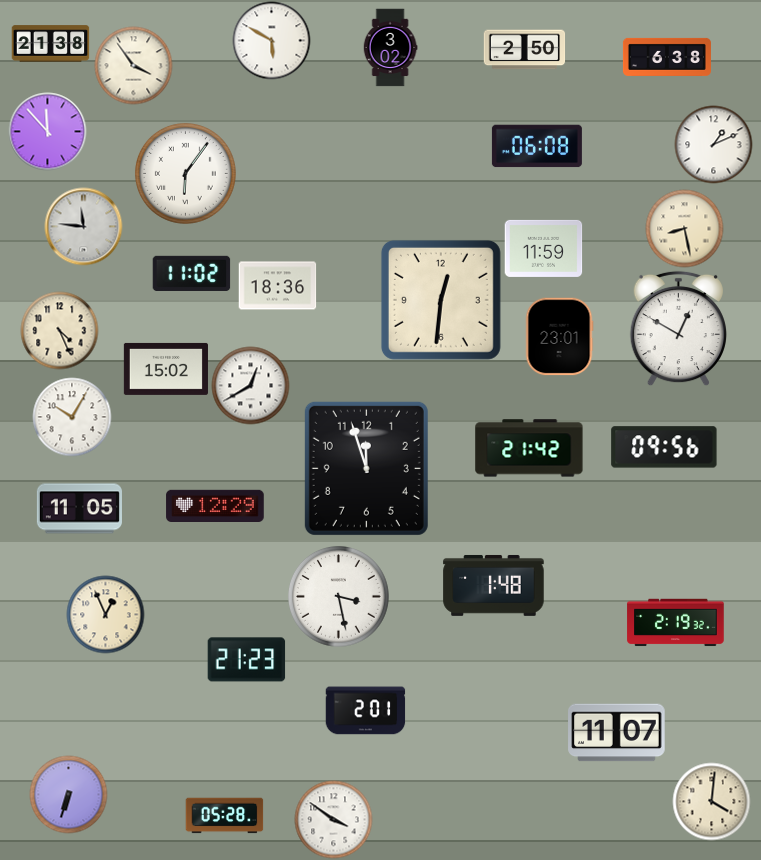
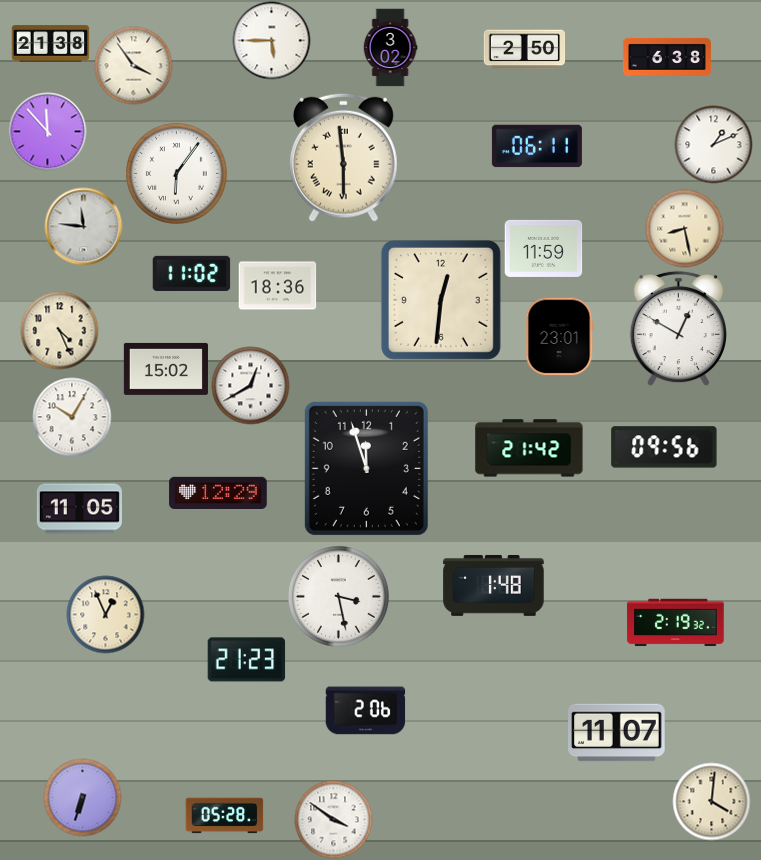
clock at (271, 40): 5:50 -> 5:45
clock at (537, 146): 06:08 -> 06:11
clock at (343, 157): none -> 5:59
clock at (185, 173) position: (185, 173) -> (176, 173)
clock at (215, 505) position: (215, 505) -> (218, 492)
clock at (365, 711): 2:01 -> 2:06
clock at (68, 794) position: (68, 794) -> (82, 797)
